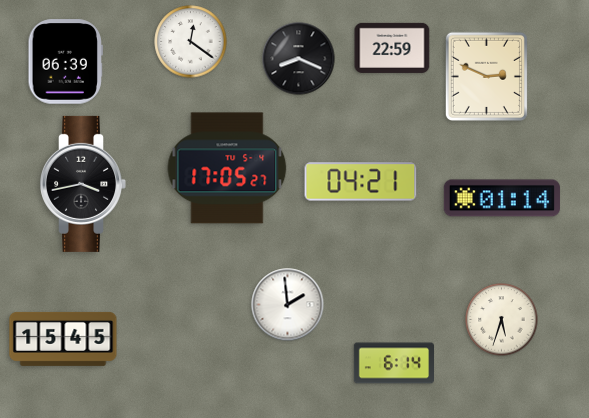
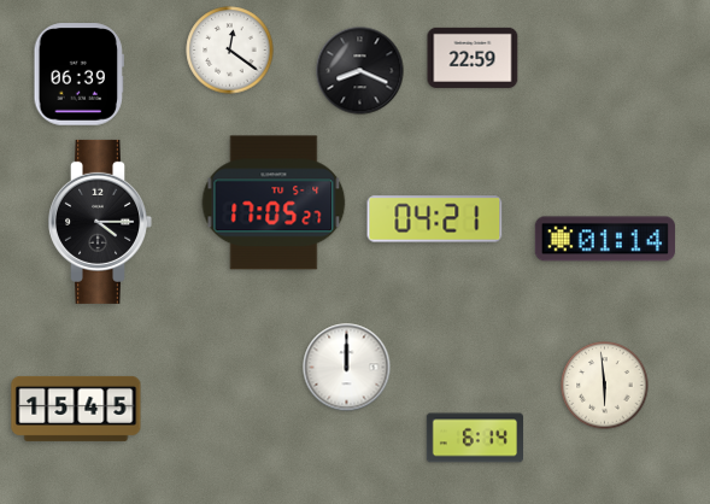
clock at (486, 76): 2:49 -> none
clock at (83, 184): 3:43 -> 4:15
clock at (288, 305): 1:59 -> 12:00
clock at (502, 320): 5:33 -> 5:59
